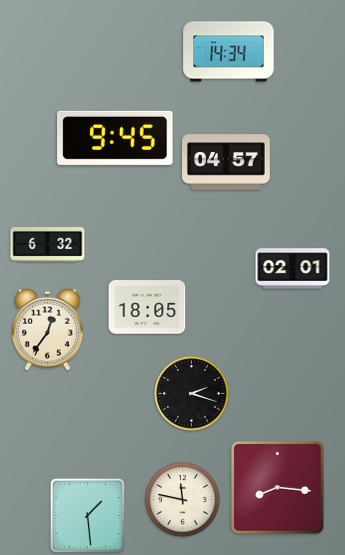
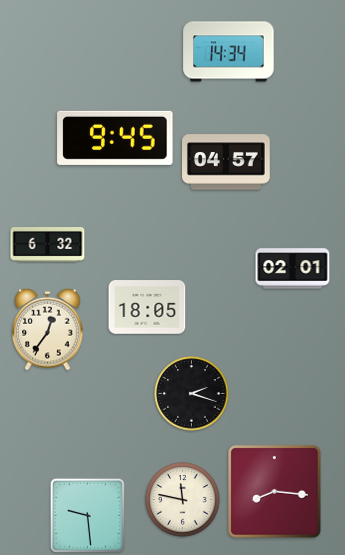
clock at (278, 488) position: (278, 488) -> (275, 492)
clock at (87, 515): 1:29 -> 9:29
